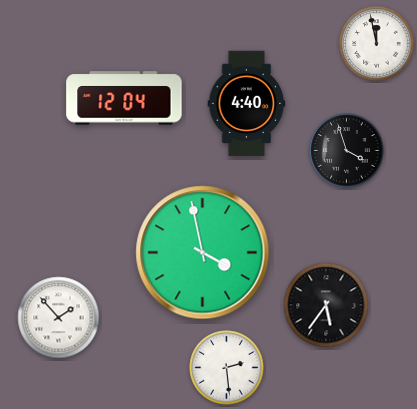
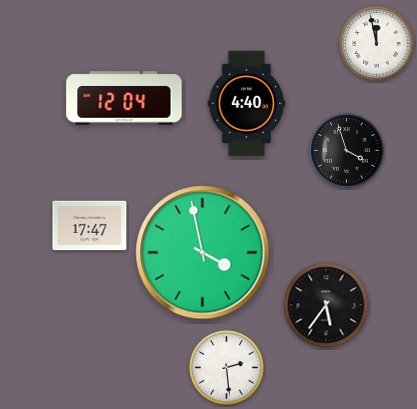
clock at (90, 226): none -> 17:47
clock at (59, 318): 1:53 -> none
